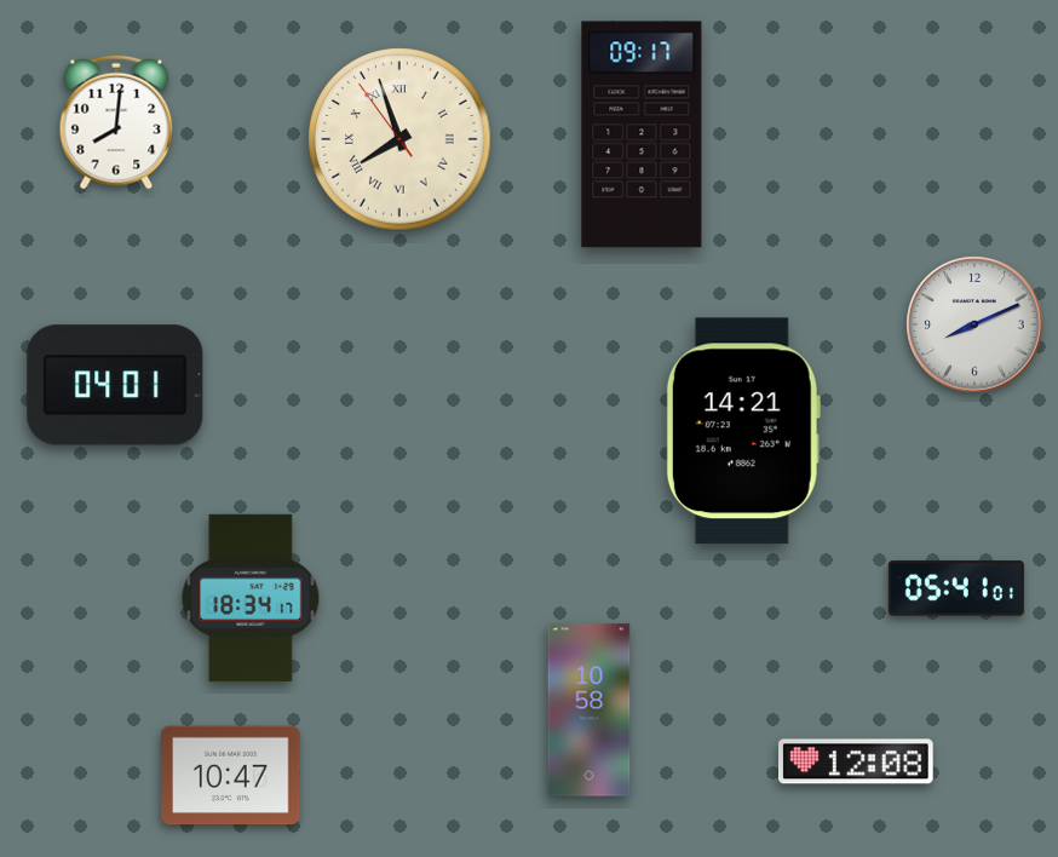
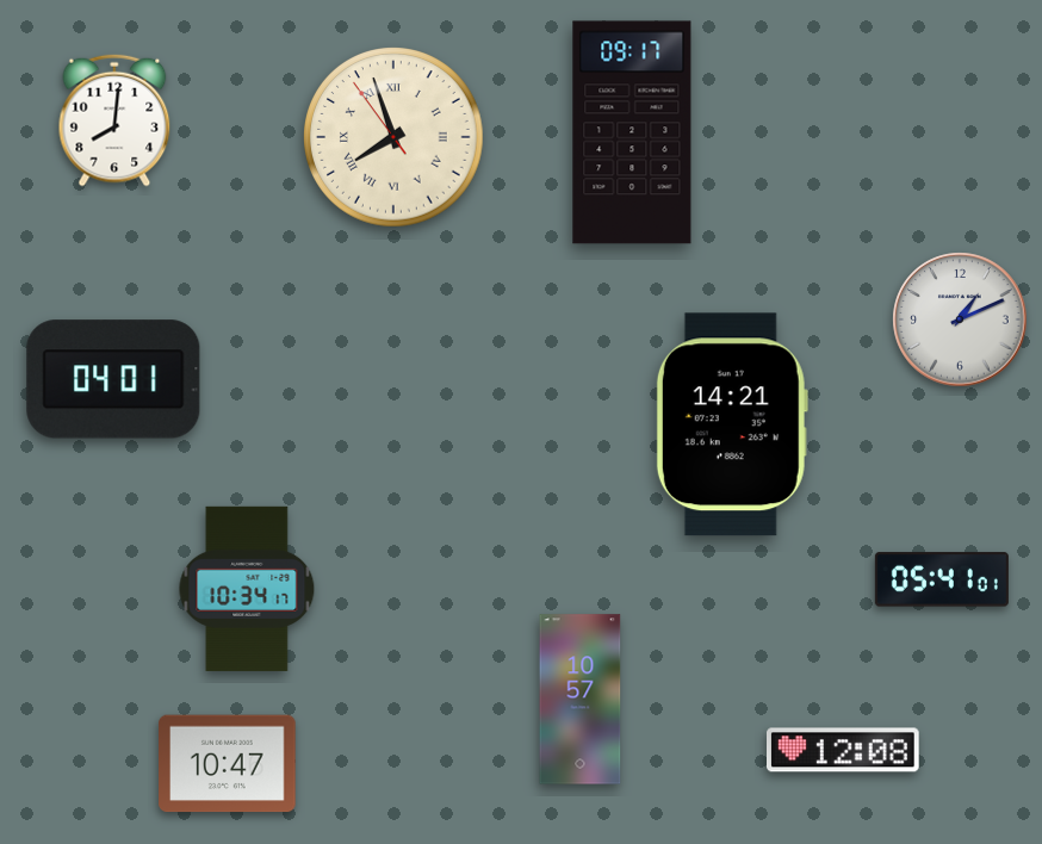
clock at (974, 324): 8:11 -> 1:11
clock at (251, 598): 18:34 -> 10:34
clock at (590, 711): 10:58 -> 10:57
